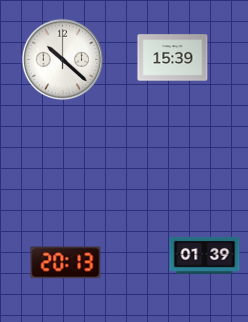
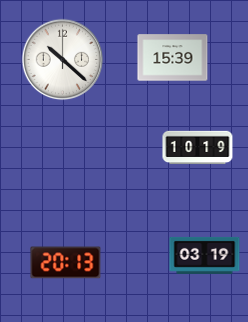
clock at (198, 148): none -> 10:19
clock at (205, 255): 01:39 -> 03:19
